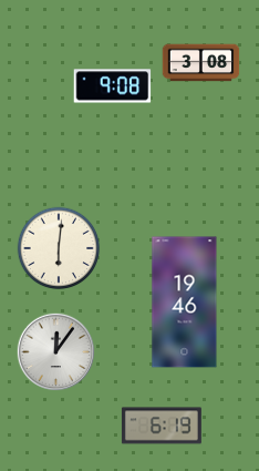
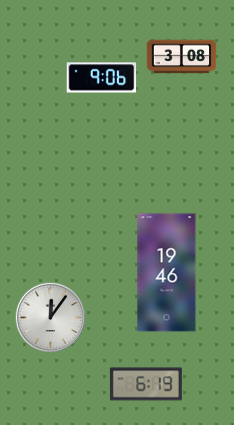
clock at (113, 86): 9:08 -> 9:06
clock at (59, 248): 6:01 -> none
